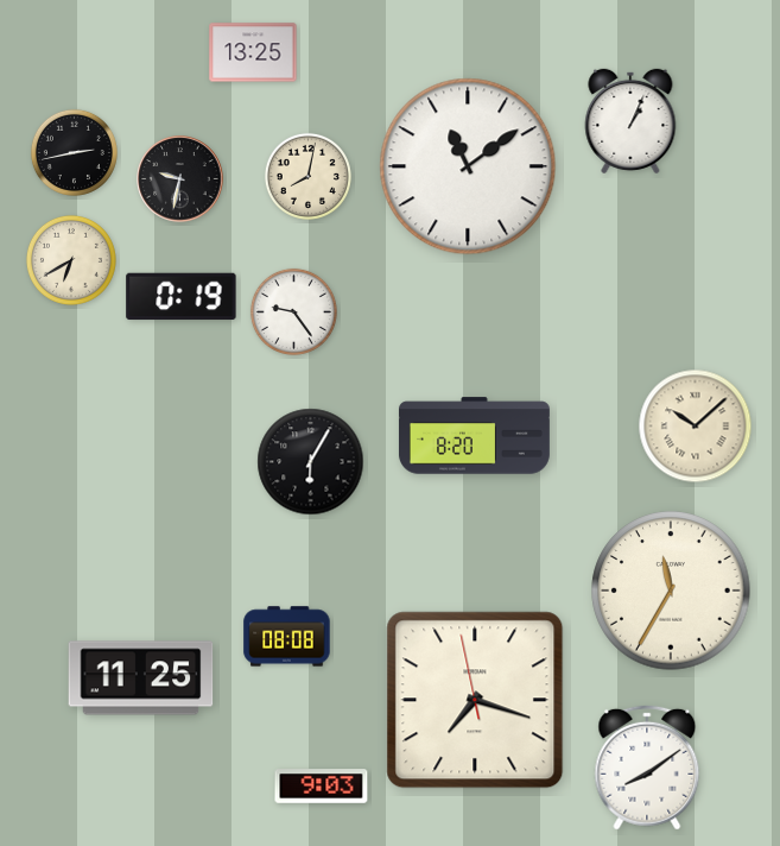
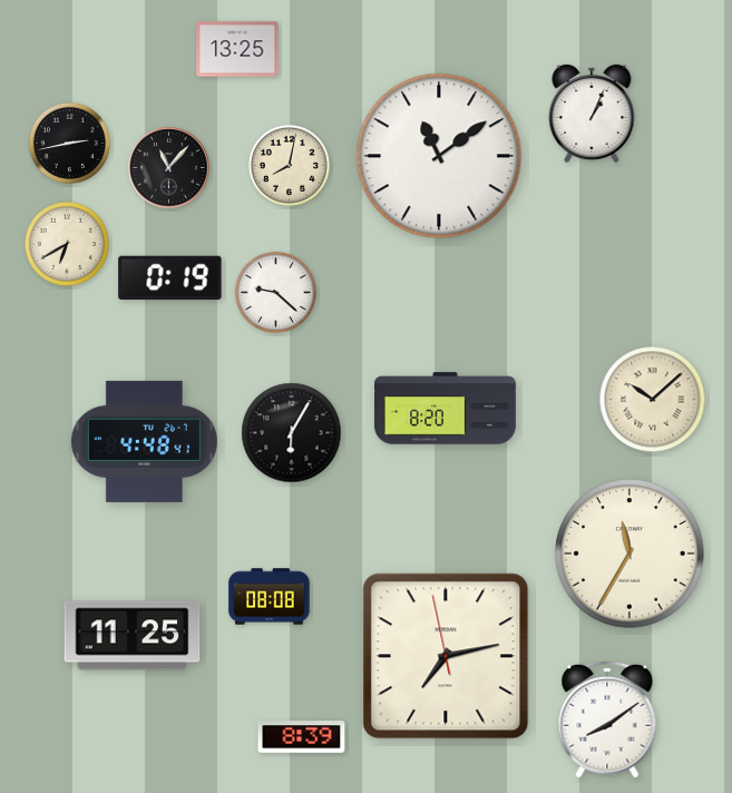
clock at (180, 179): 9:32 -> 11:07
clock at (293, 311): 9:24 -> 9:22
clock at (144, 441): none -> 4:48
clock at (475, 700): 7:17 -> 7:12
clock at (322, 787): 9:03 -> 8:39
